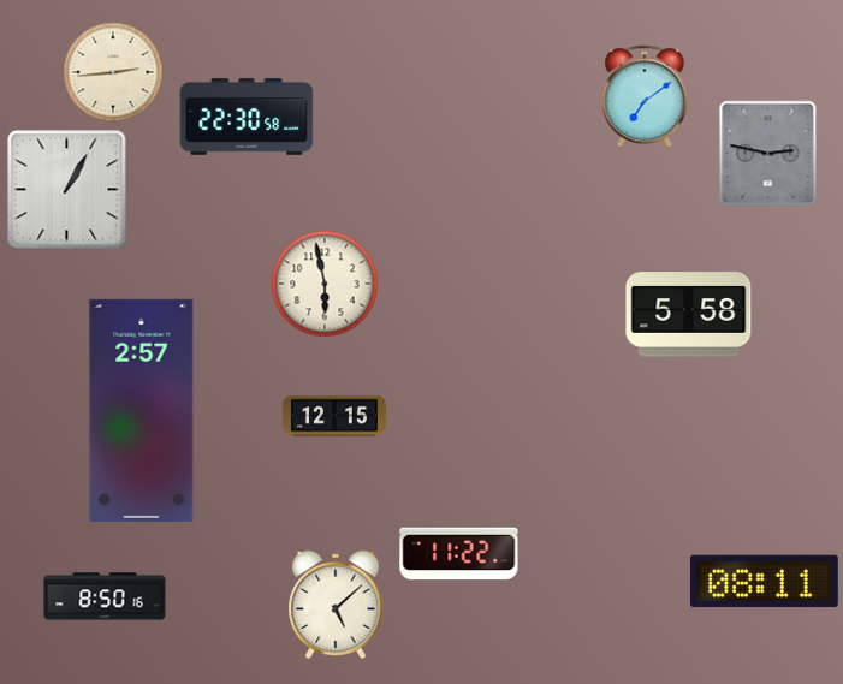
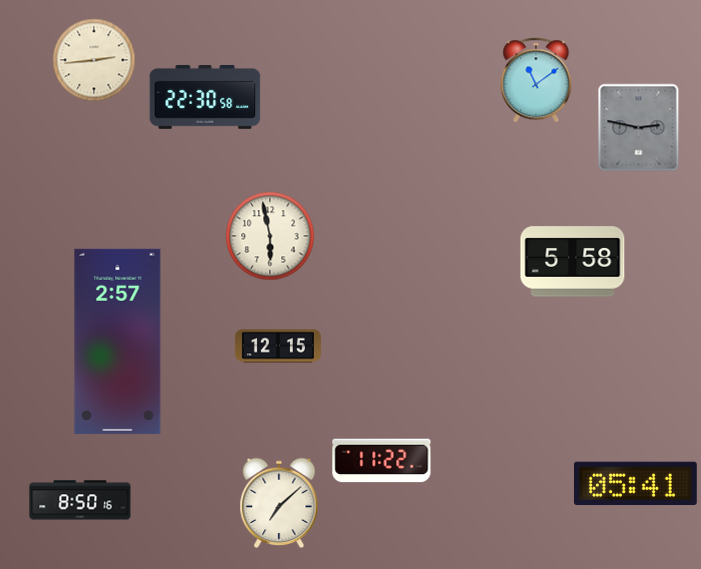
clock at (645, 96): 7:09 -> 11:09
clock at (67, 190): 1:05 -> none
clock at (764, 582): 08:11 -> 05:41
clock at (105, 596) position: (105, 596) -> (80, 500)
clock at (336, 605): 5:08 -> 7:08
